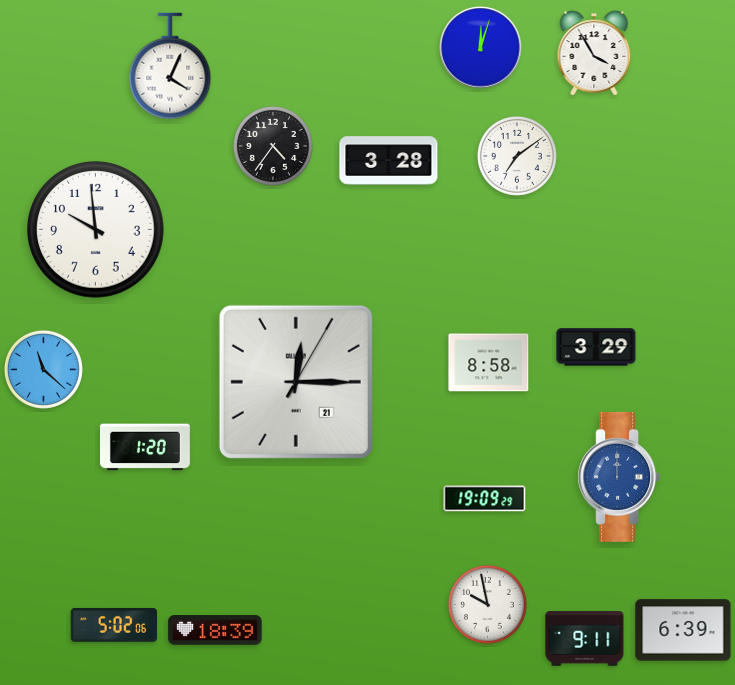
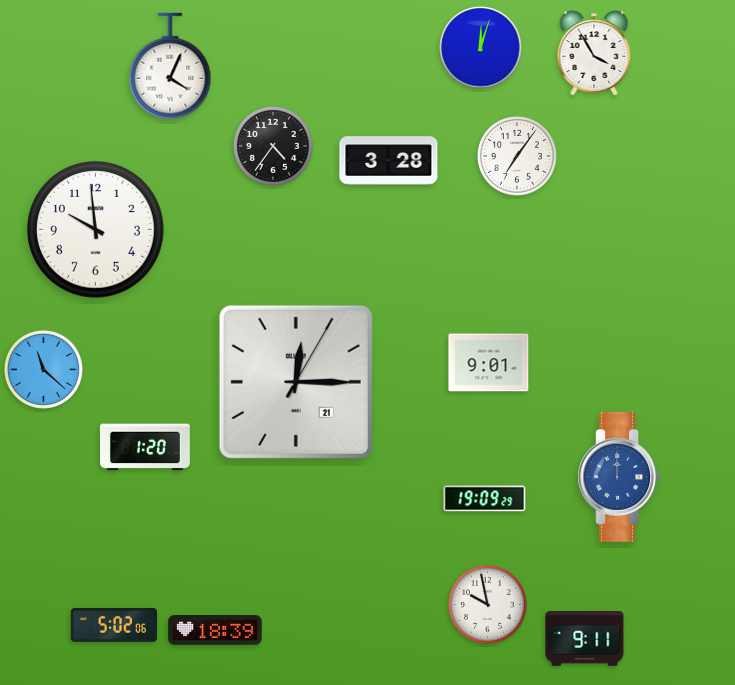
clock at (517, 156): 7:09 -> 7:06
clock at (596, 347): 3:29 -> none
clock at (489, 363): 8:58 -> 9:01
clock at (683, 630): 6:39 -> none
